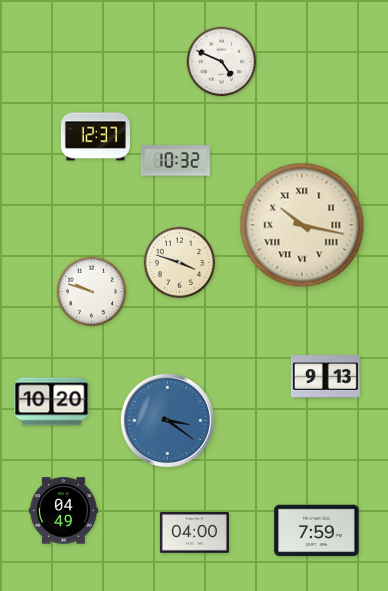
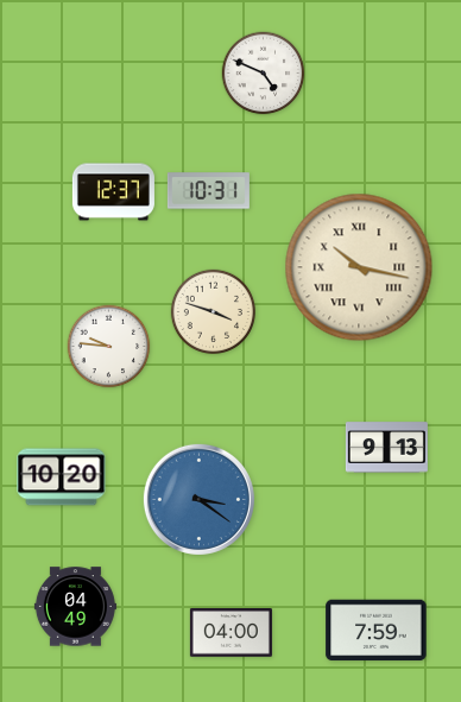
clock at (95, 137) position: (95, 137) -> (113, 192)
clock at (175, 161): 10:32 -> 10:31
clock at (92, 292): 9:48 -> 9:46
